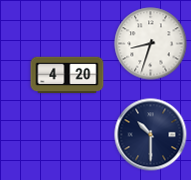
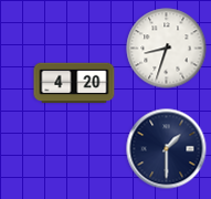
clock at (151, 135): 10:30 -> 1:30
